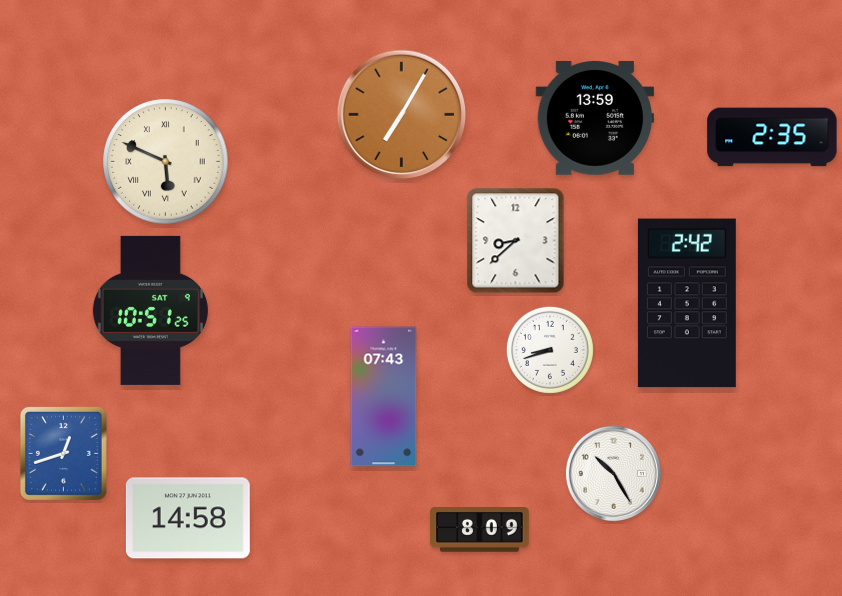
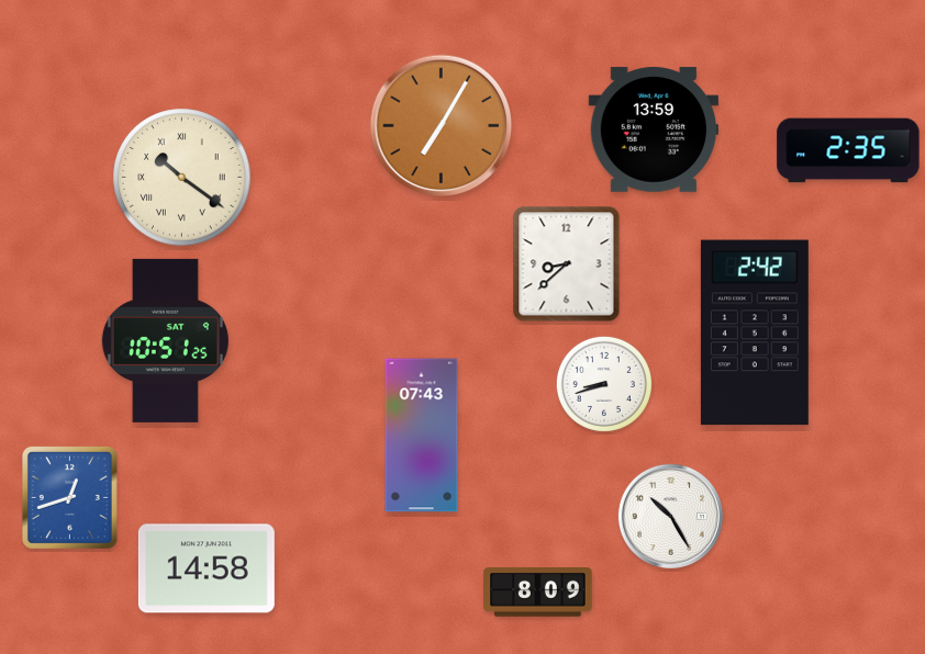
clock at (166, 162): 5:49 -> 10:21
clock at (613, 473) position: (613, 473) -> (670, 516)
clock at (480, 530) position: (480, 530) -> (538, 593)
